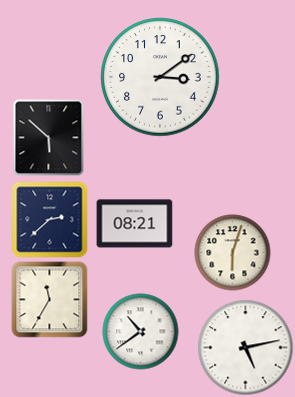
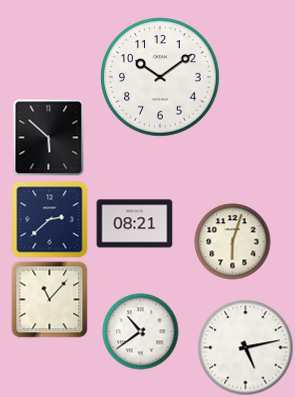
clock at (160, 77): 3:09 -> 10:09
clock at (233, 253) position: (233, 253) -> (233, 242)
clock at (50, 300): 11:35 -> 11:07
